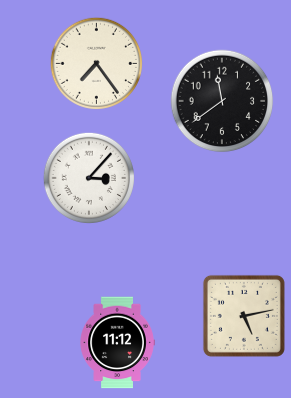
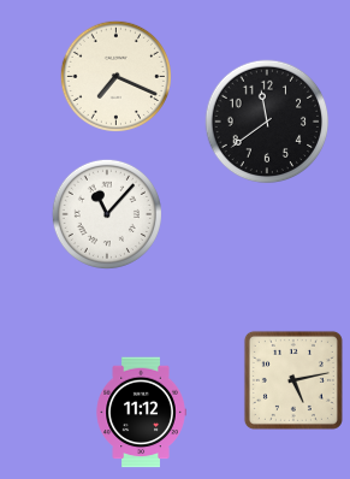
clock at (96, 63): 7:24 -> 7:19
clock at (89, 178): 3:07 -> 11:07
